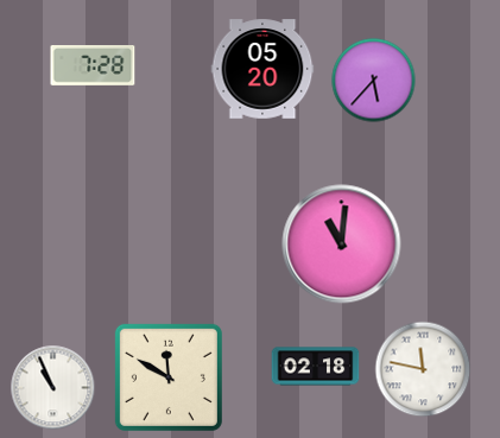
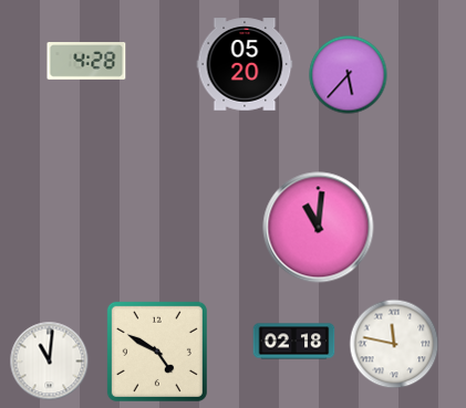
clock at (93, 66): 7:28 -> 4:28
clock at (169, 377): 11:50 -> 4:50
clock at (53, 388): 10:56 -> 11:01
